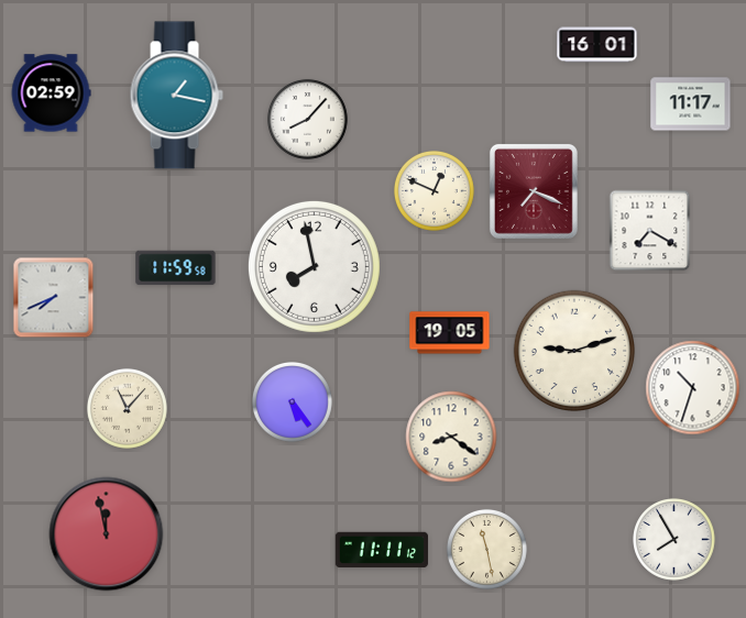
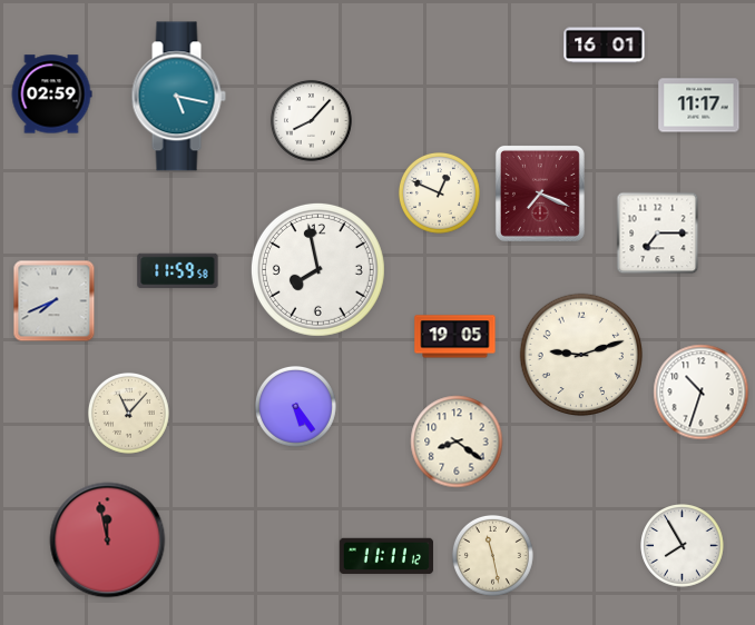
clock at (176, 96): 1:17 -> 5:17
clock at (650, 231): 7:20 -> 7:15
